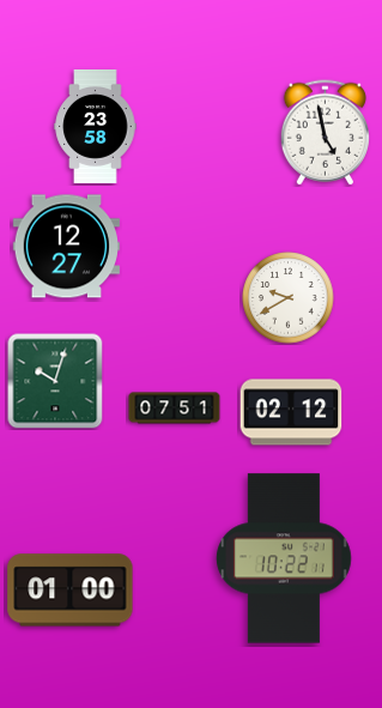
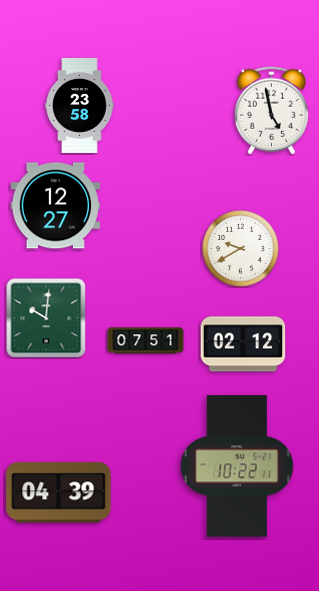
clock at (55, 381): 10:03 -> 10:01
clock at (71, 591): 01:00 -> 04:39
